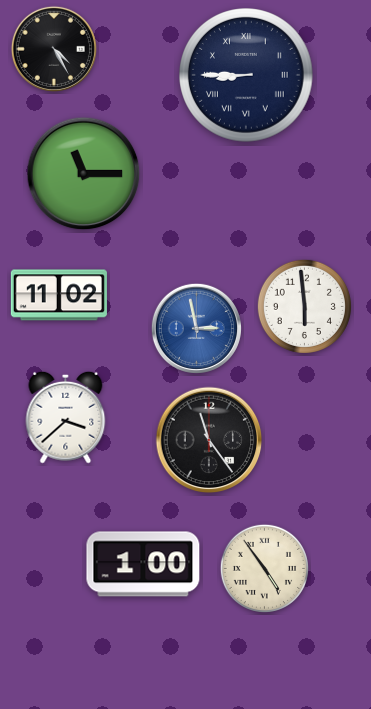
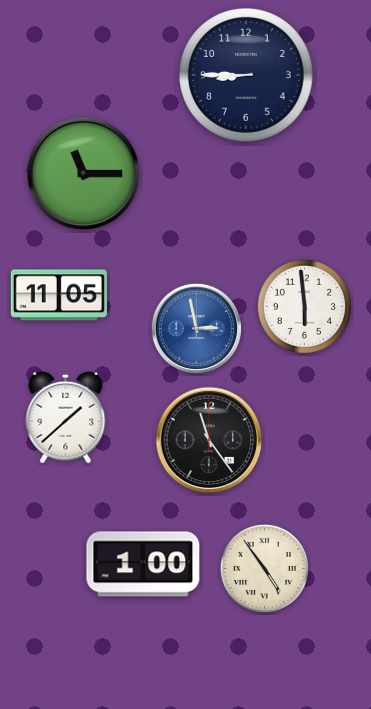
clock at (54, 49): 4:25 -> none
clock at (247, 76) numerals: Roman -> Arabic
clock at (59, 295): 11:02 -> 11:05
clock at (66, 417): 3:38 -> 1:38
